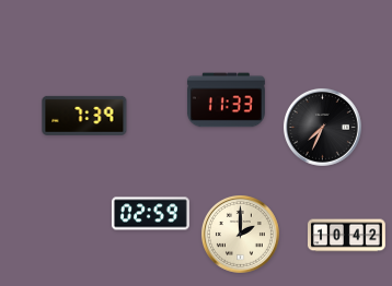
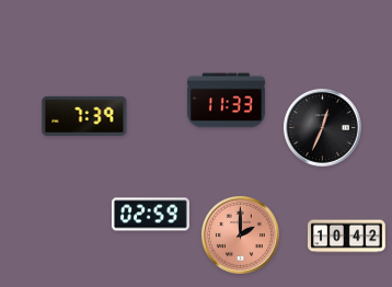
clock at (322, 127): 7:34 -> 12:34
clock at (240, 234) dial: cream -> salmon
